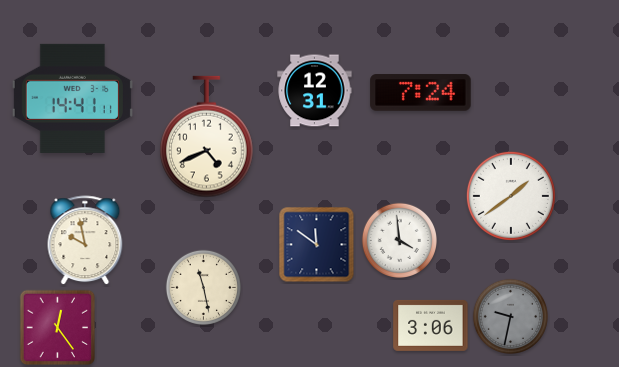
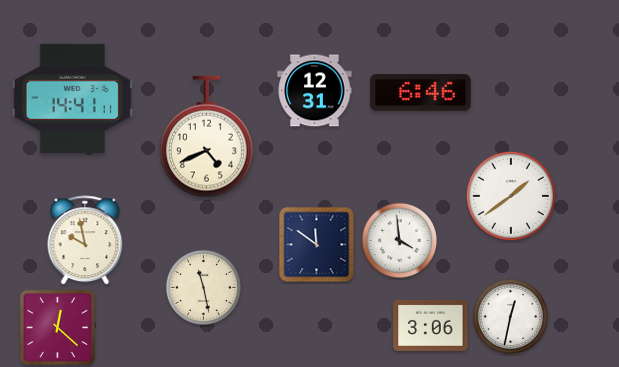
clock at (421, 93): 7:24 -> 6:46
clock at (510, 316): 9:32 -> 12:32
clock at (510, 316) dial: grey -> white
clock at (58, 328): 12:24 -> 12:22
